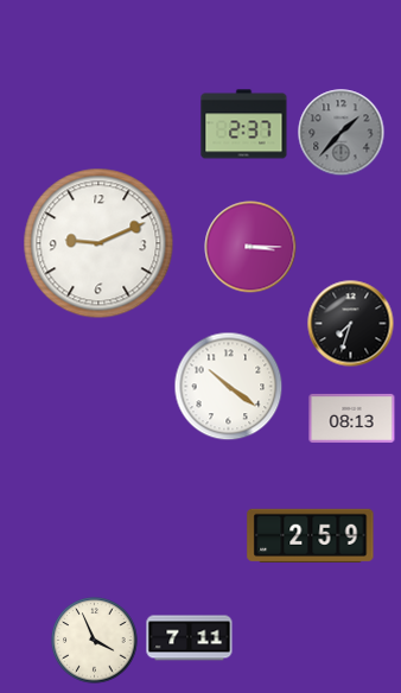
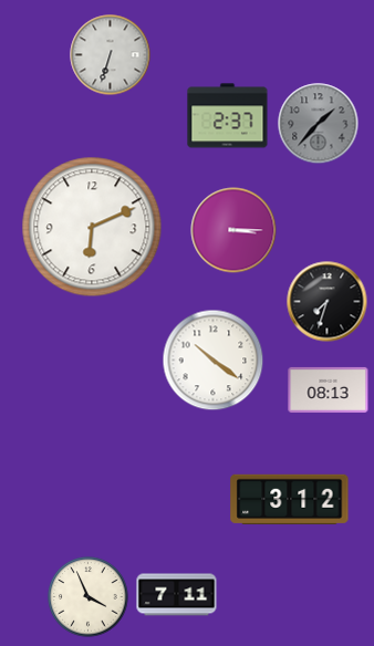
clock at (111, 55): none -> 6:33
clock at (98, 243): 9:11 -> 6:11
clock at (311, 535): 2:59 -> 3:12
